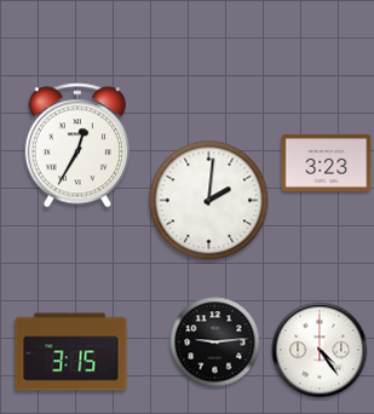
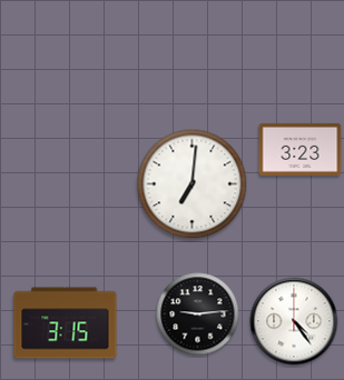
clock at (77, 145): 12:35 -> none
clock at (209, 201): 2:01 -> 7:01
